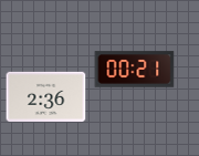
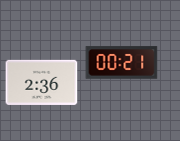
clock at (46, 96) position: (46, 96) -> (42, 82)
